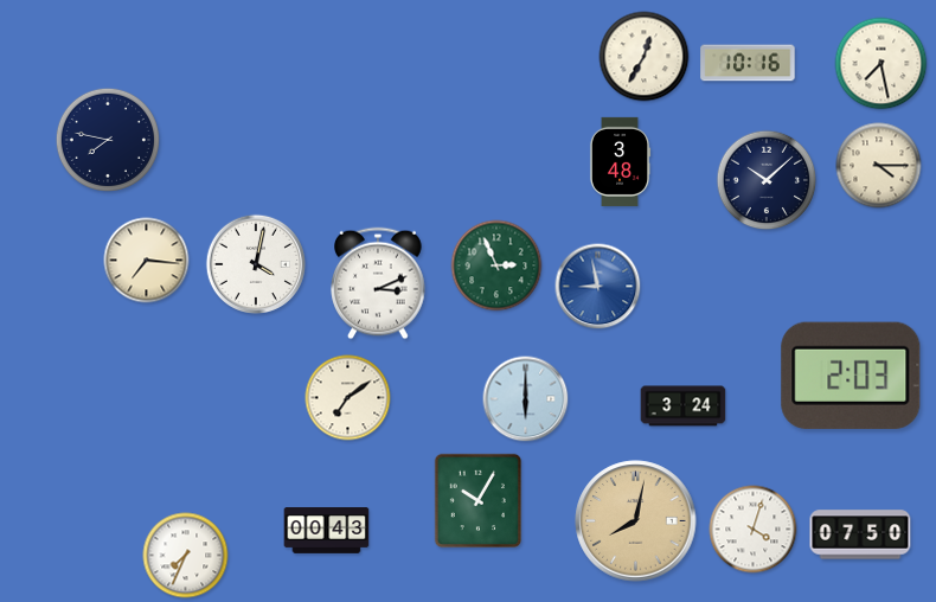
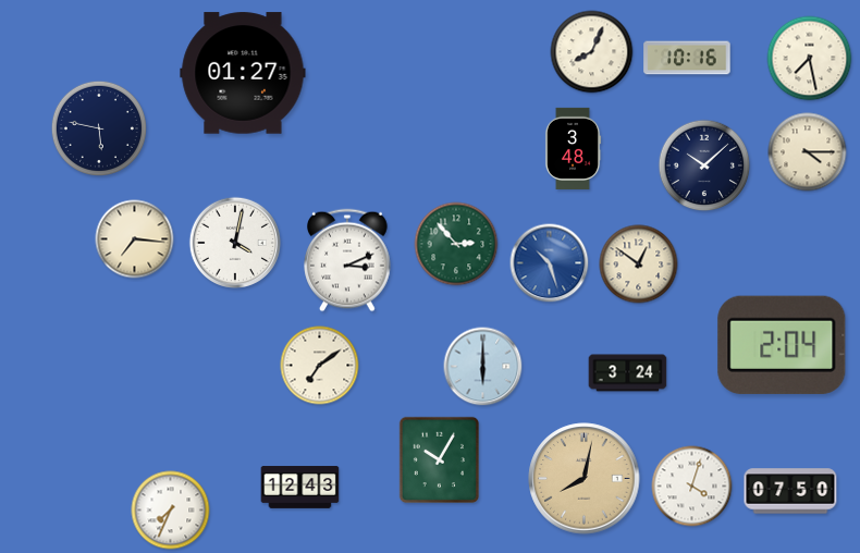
clock at (645, 57): 12:35 -> 8:04
clock at (243, 73): none -> 01:27
clock at (108, 140): 7:47 -> 5:47
clock at (620, 161) position: (620, 161) -> (573, 148)
clock at (496, 265): 2:56 -> 2:53
clock at (598, 287): 8:58 -> 10:27
clock at (639, 265): none -> 12:51
clock at (851, 376): 2:03 -> 2:04
clock at (327, 531): 00:43 -> 12:43
